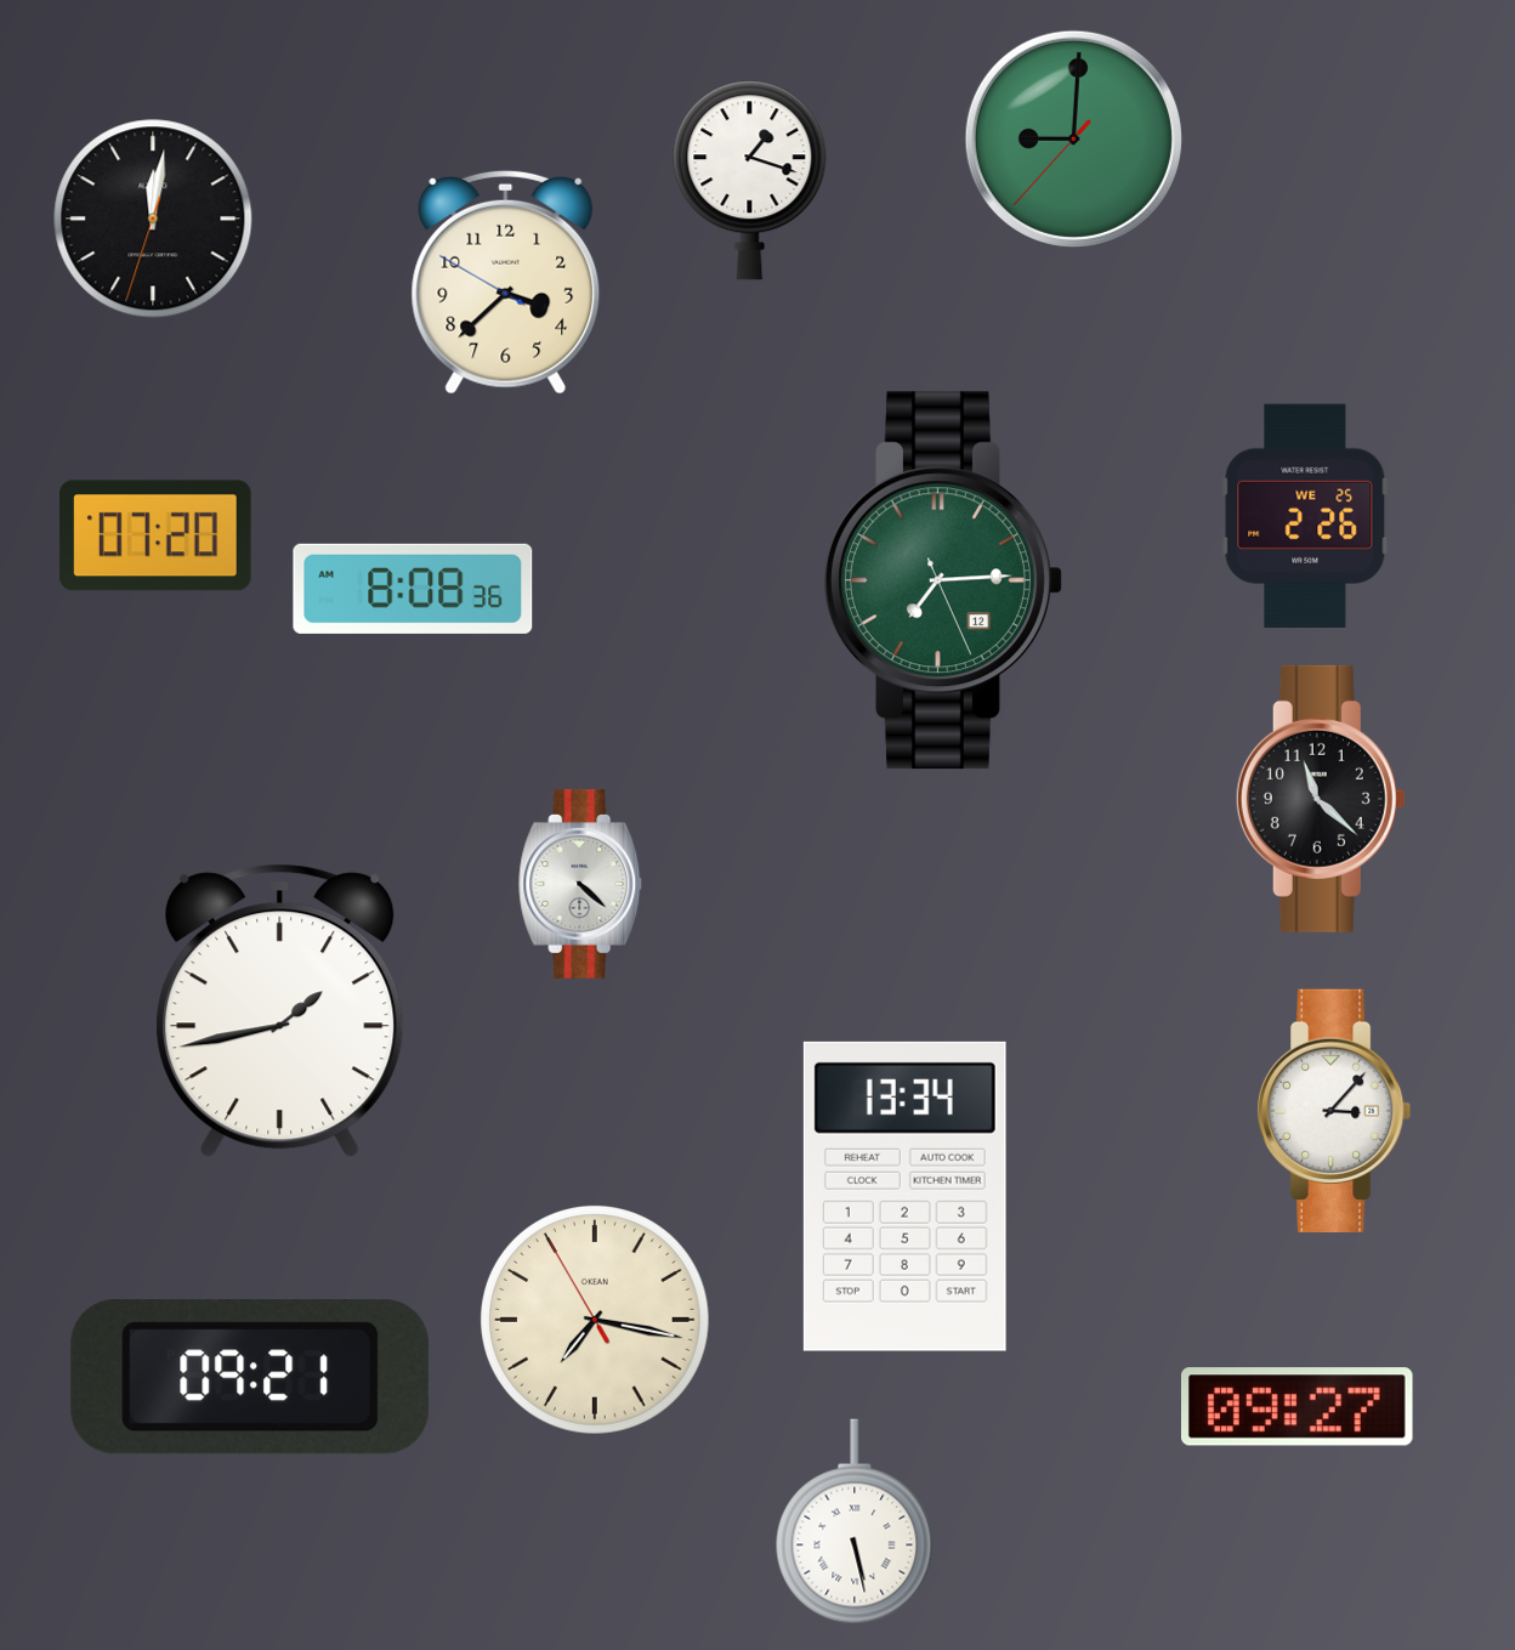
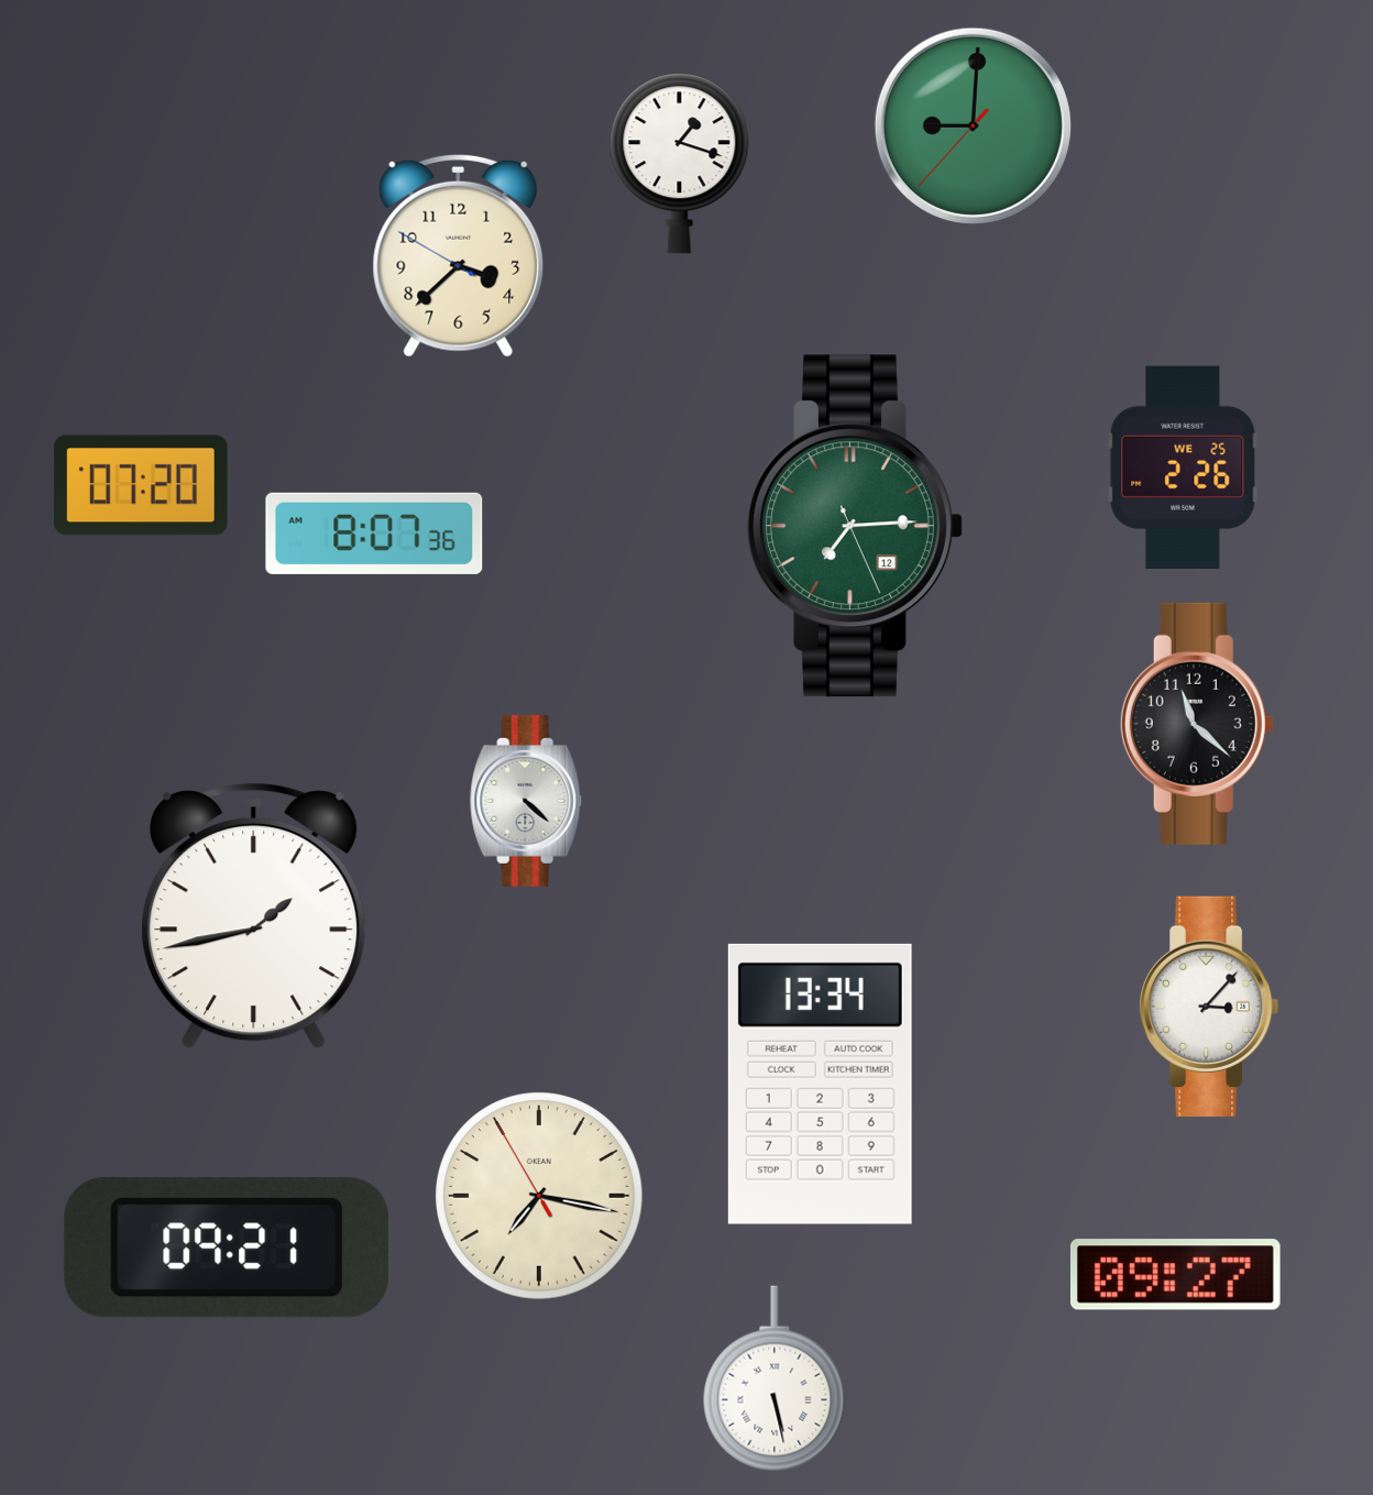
clock at (153, 219): 12:01 -> none
clock at (413, 589): 8:08 -> 8:07
